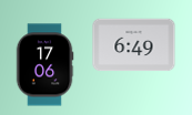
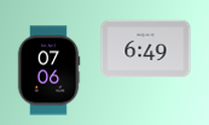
clock at (44, 65): 17:06 -> 07:06
